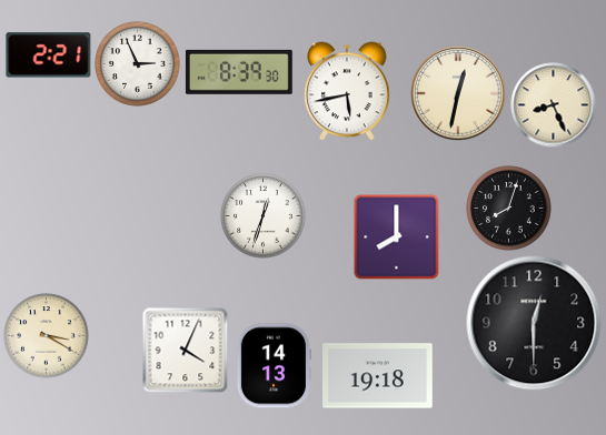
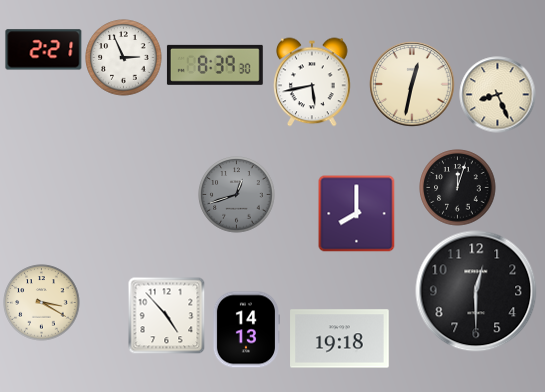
clock at (509, 209): 8:03 -> 12:03
clock at (264, 216): 12:33 -> 12:42
clock at (264, 216) dial: white -> grey
clock at (534, 323) position: (534, 323) -> (476, 291)
clock at (185, 350): 4:04 -> 4:53
